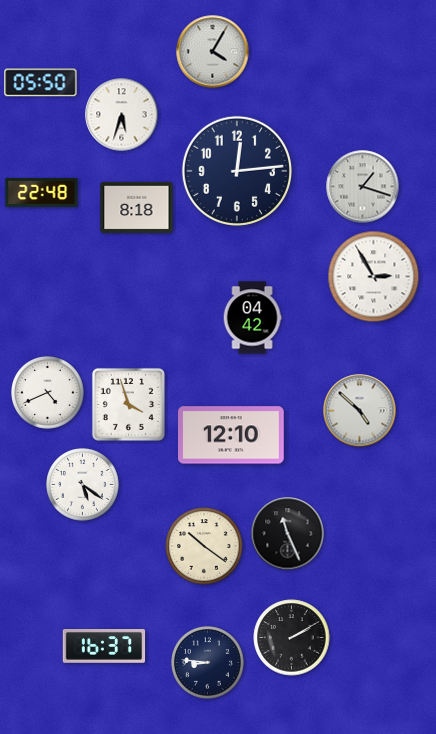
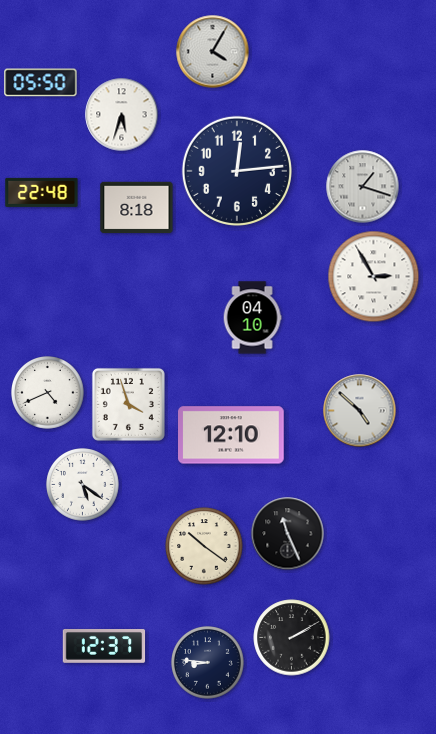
clock at (252, 318): 04:42 -> 04:10
clock at (104, 647): 16:37 -> 12:37
